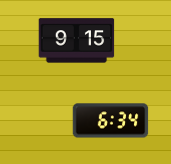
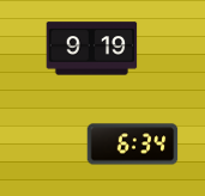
clock at (77, 41): 9:15 -> 9:19
